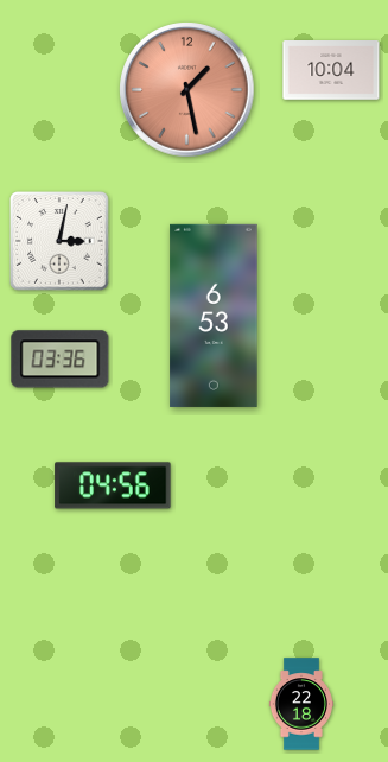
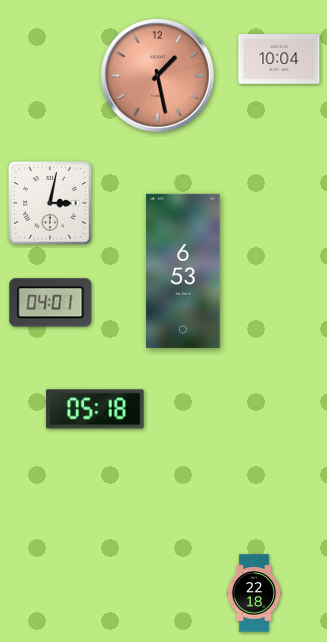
clock at (214, 316) position: (214, 316) -> (183, 271)
clock at (61, 360): 03:36 -> 04:01
clock at (113, 485): 04:56 -> 05:18
